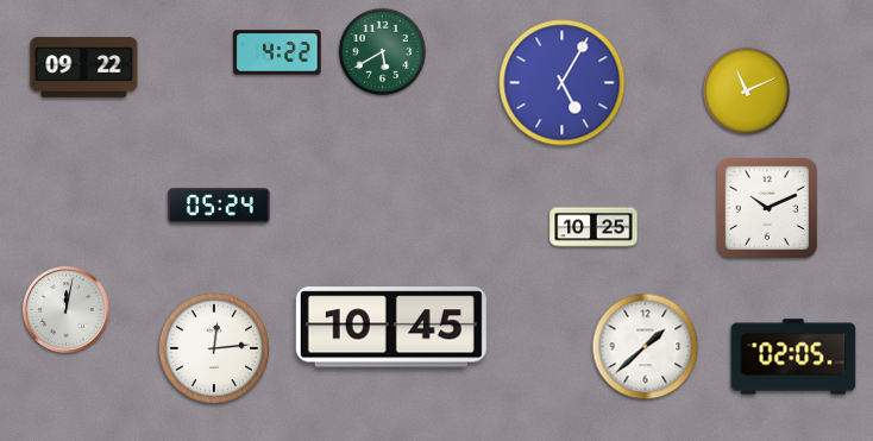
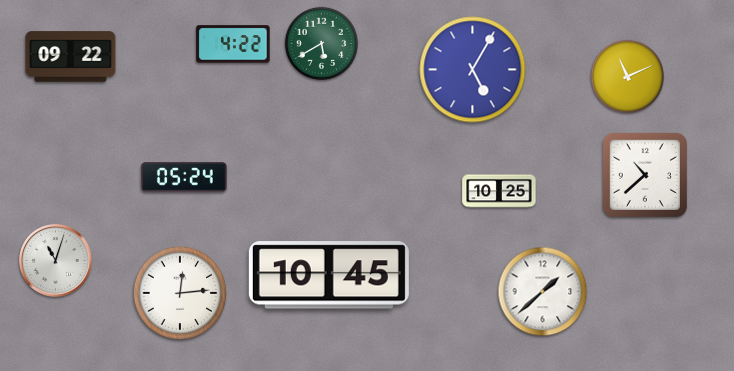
clock at (219, 206) position: (219, 206) -> (184, 177)
clock at (767, 208): 10:11 -> 10:38
clock at (67, 310): 12:02 -> 11:03
clock at (793, 357): 02:05 -> none
